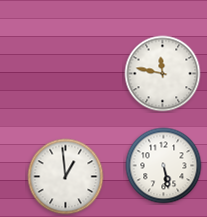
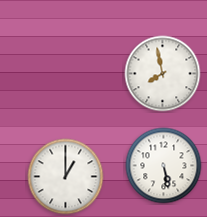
clock at (163, 74): 11:47 -> 7:58
clock at (66, 177): 12:59 -> 1:00
